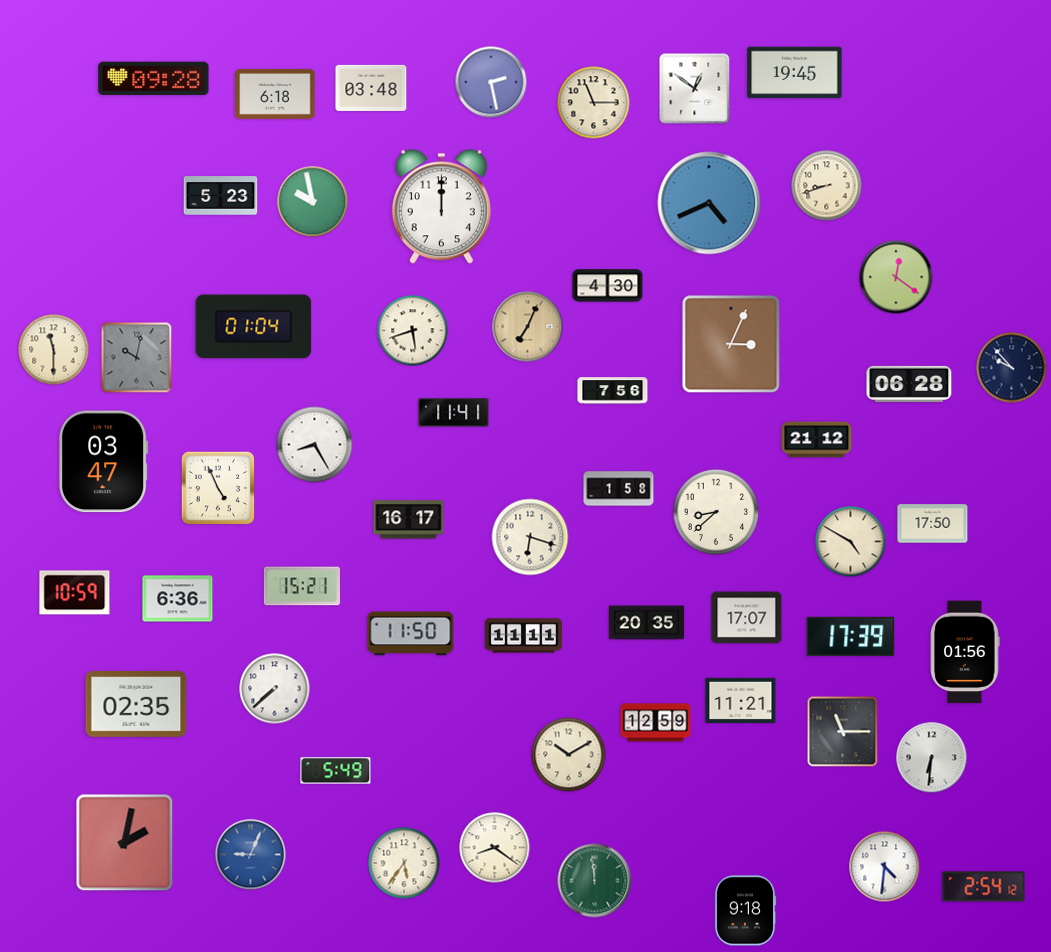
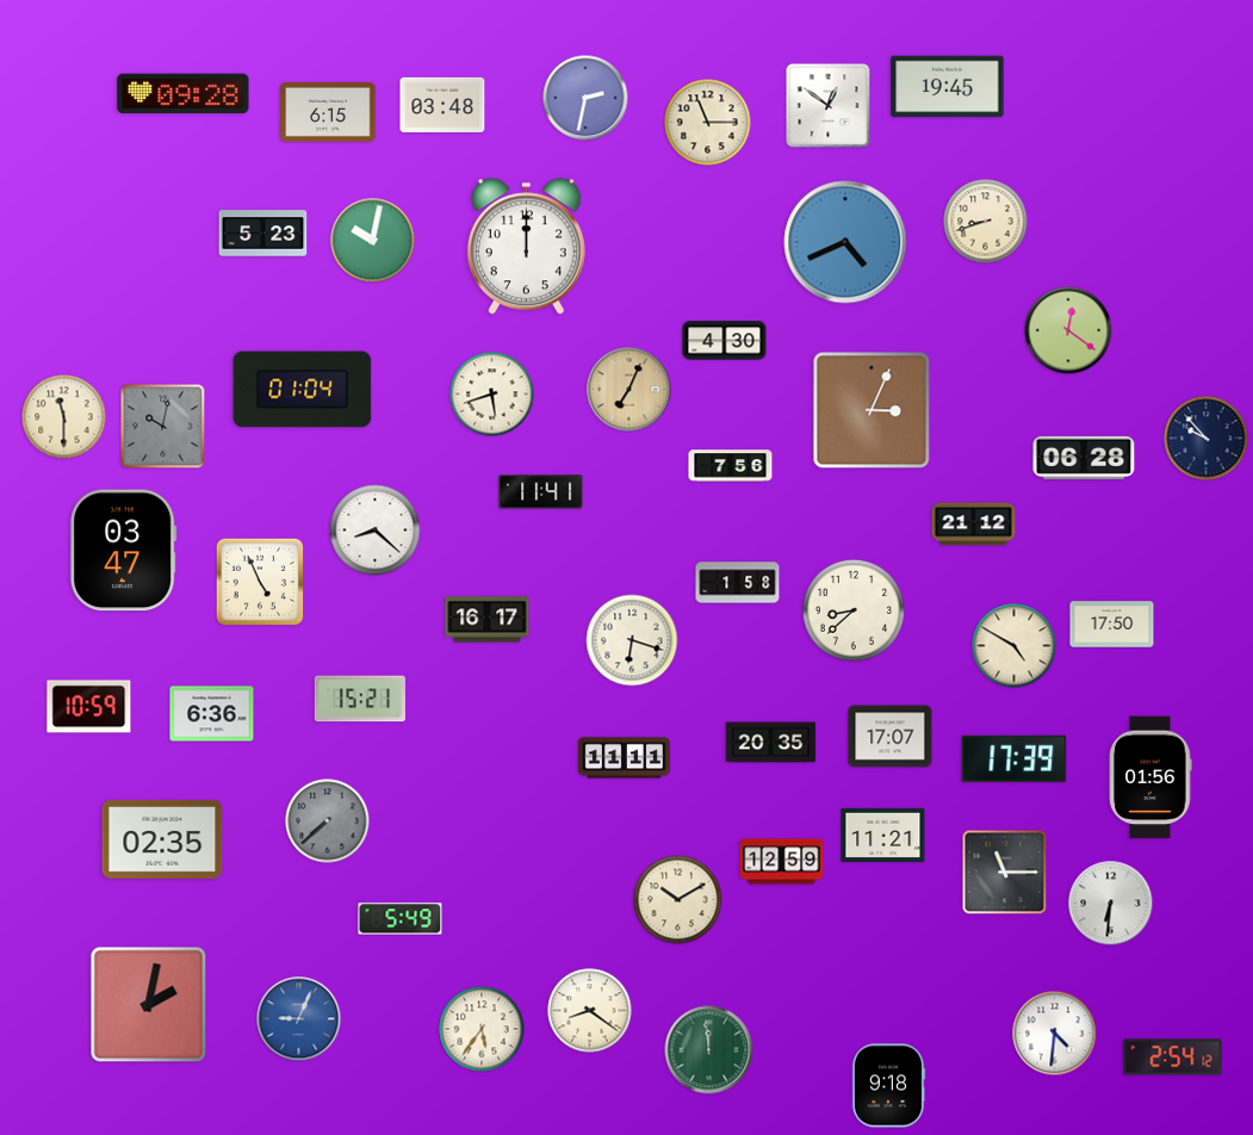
clock at (491, 82): 2:28 -> 2:32
clock at (275, 94): 6:18 -> 6:15
clock at (313, 202): 9:58 -> 10:02
clock at (315, 445): 8:25 -> 8:22
clock at (411, 634): 11:50 -> none
clock at (275, 689) dial: white -> grey
